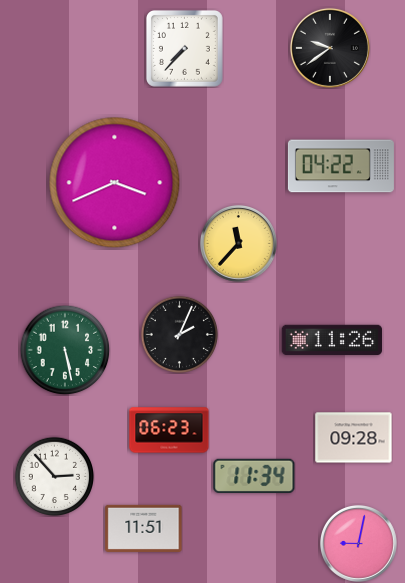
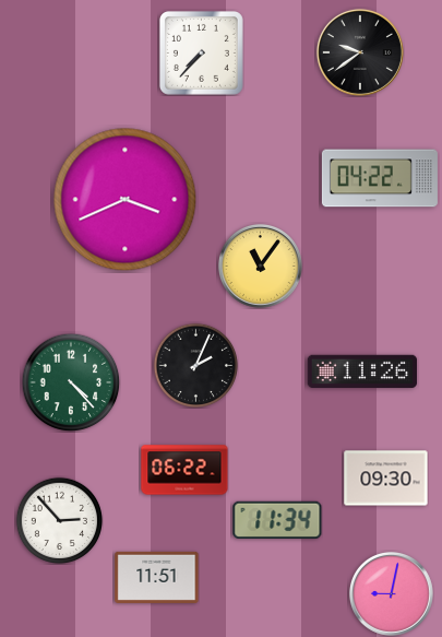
clock at (341, 166) position: (341, 166) -> (380, 178)
clock at (238, 243): 11:37 -> 11:06
clock at (65, 350): 5:28 -> 4:23
clock at (169, 430): 06:23 -> 06:22
clock at (354, 438): 09:28 -> 09:30
